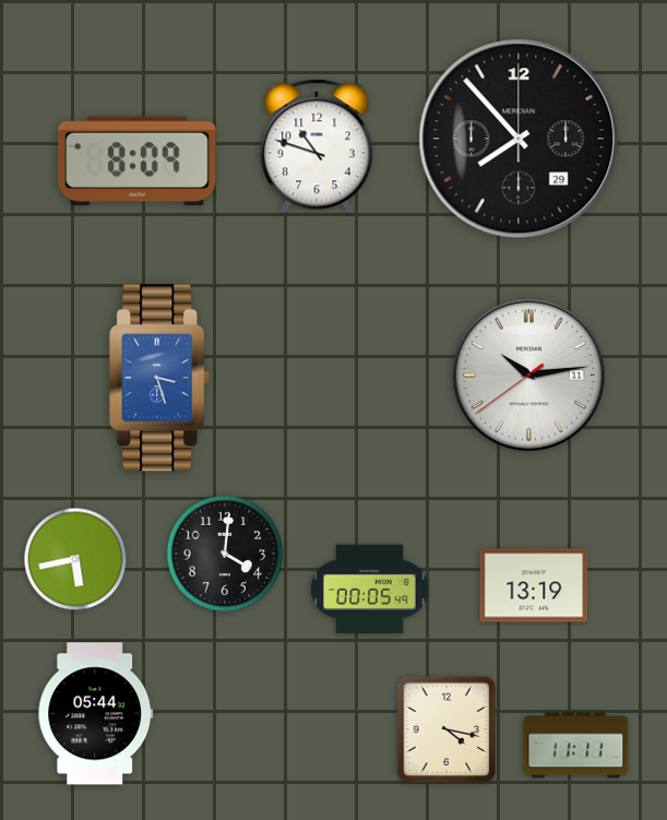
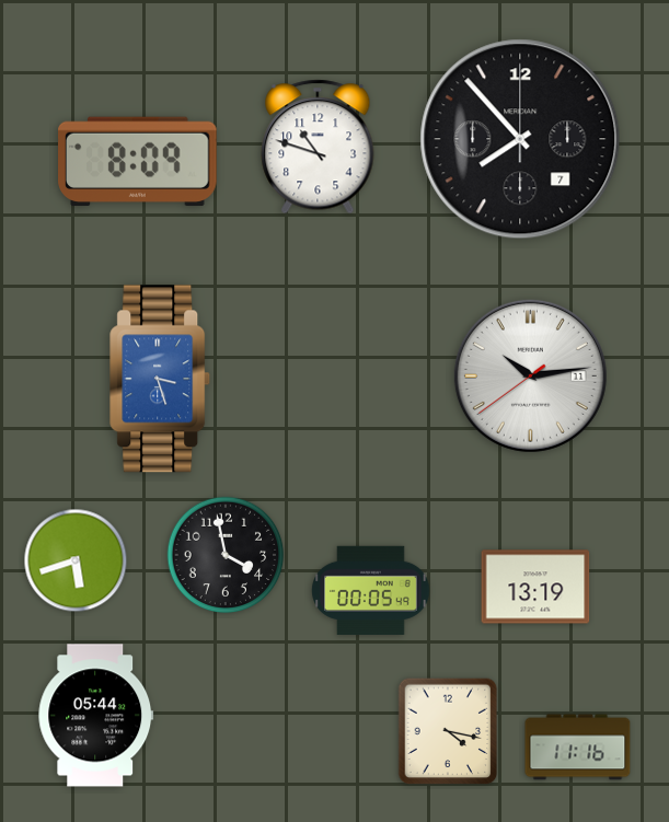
clock at (519, 139) date: 29 -> 7
clock at (225, 554): 4:01 -> 3:58
clock at (75, 559): 5:43 -> 5:42
clock at (576, 746): 11:11 -> 11:16
